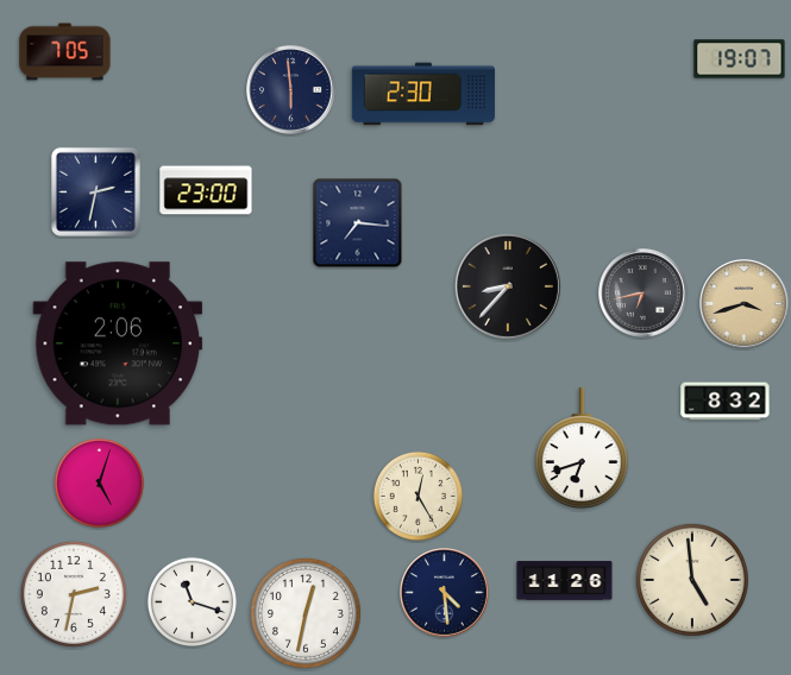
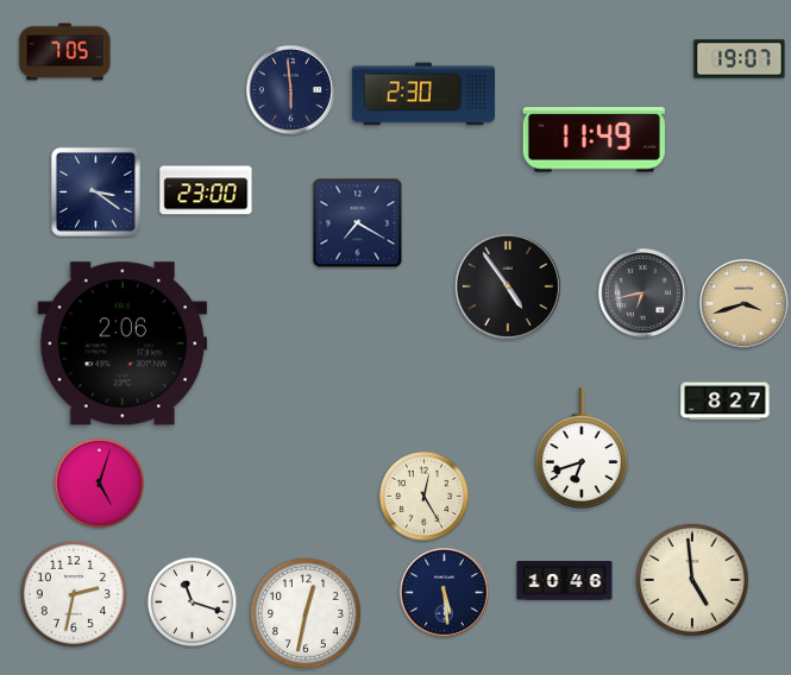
clock at (594, 140): none -> 11:49
clock at (95, 191): 2:32 -> 3:21
clock at (358, 223): 7:16 -> 7:20
clock at (508, 286): 8:37 -> 4:54
clock at (118, 343) position: (118, 343) -> (123, 343)
clock at (726, 402): 8:32 -> 8:27
clock at (418, 496) position: (418, 496) -> (423, 496)
clock at (565, 581): 11:26 -> 10:46
clock at (445, 593): 4:29 -> 5:29
